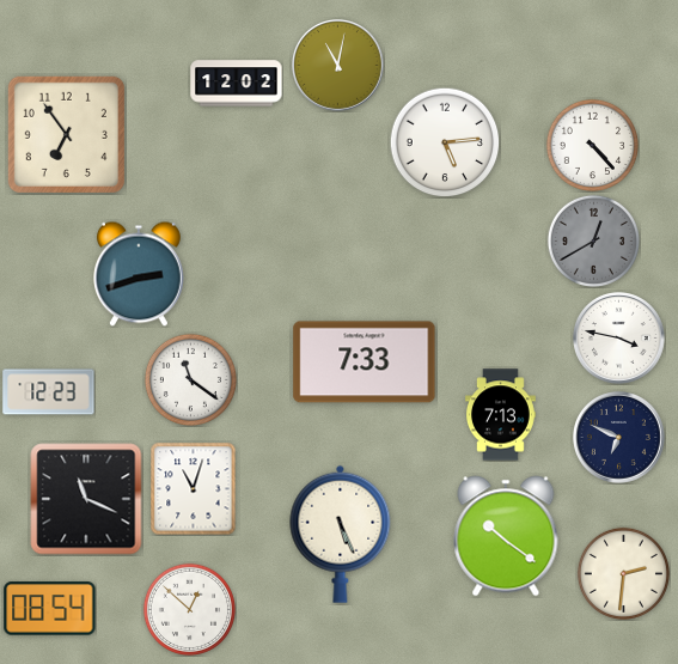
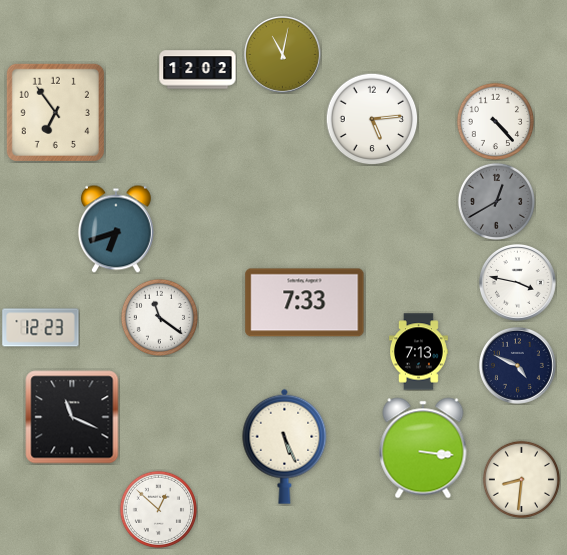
clock at (139, 274): 2:42 -> 6:42
clock at (501, 415) position: (501, 415) -> (419, 352)
clock at (619, 438): 6:49 -> 4:49
clock at (194, 488): 11:03 -> none
clock at (506, 536): 10:21 -> 3:16
clock at (623, 573): 2:31 -> 8:31
clock at (50, 609): 08:54 -> none
